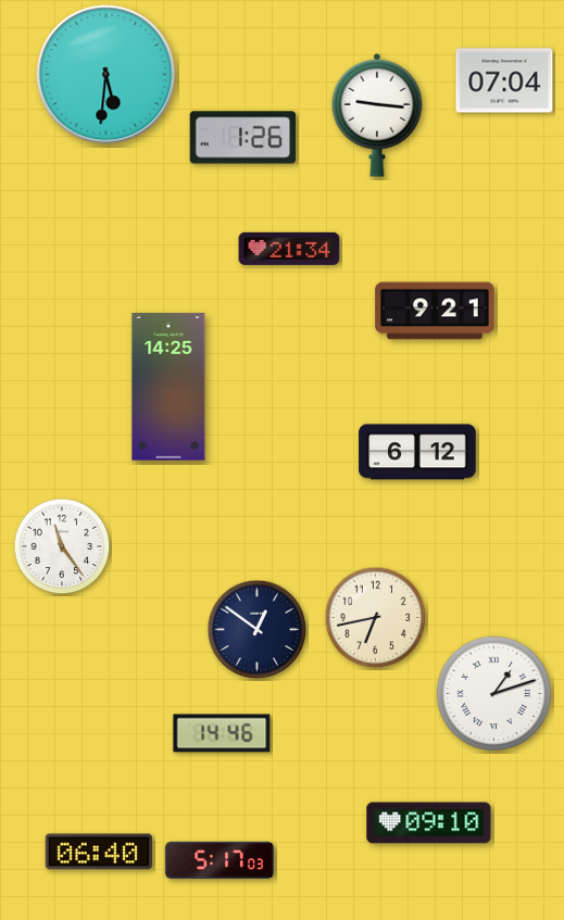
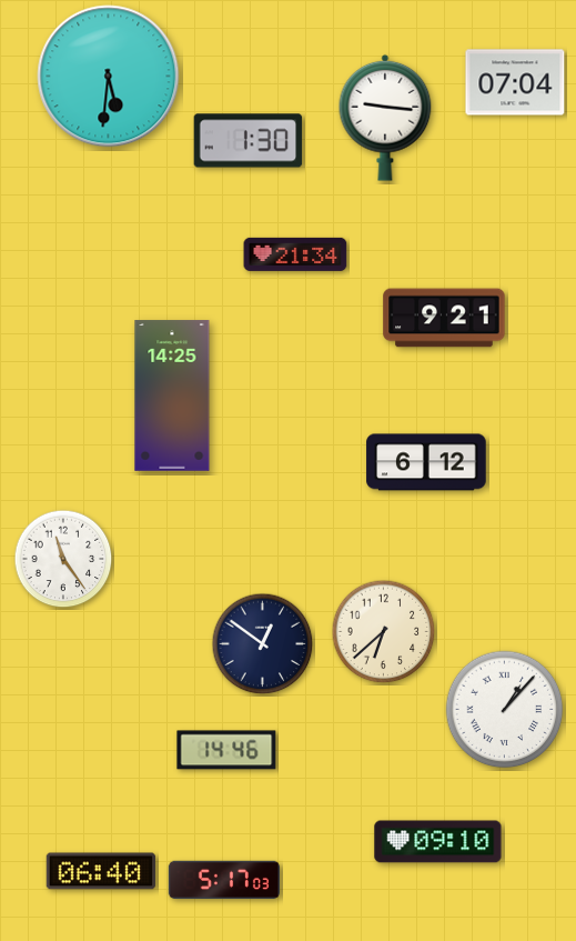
clock at (243, 138): 1:26 -> 1:30
clock at (376, 618): 6:43 -> 6:38
clock at (494, 694): 1:12 -> 1:07
